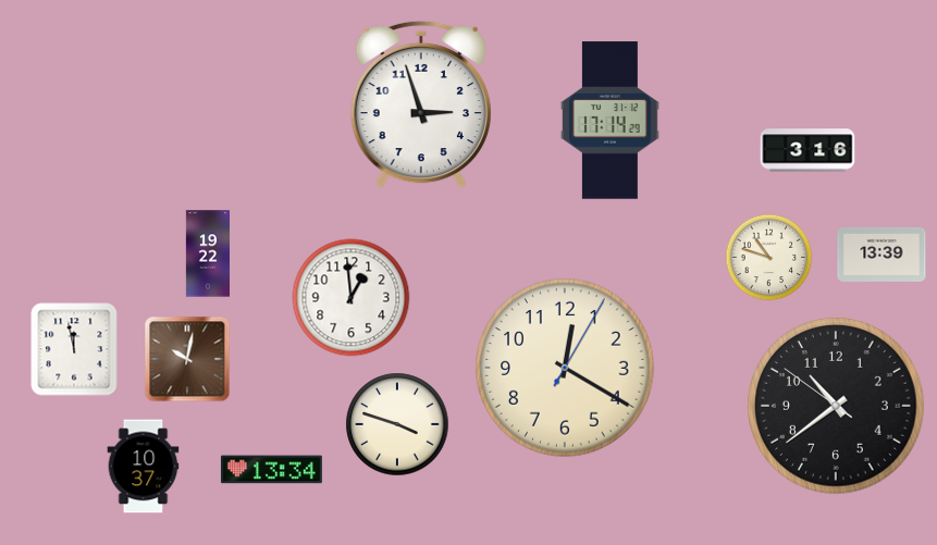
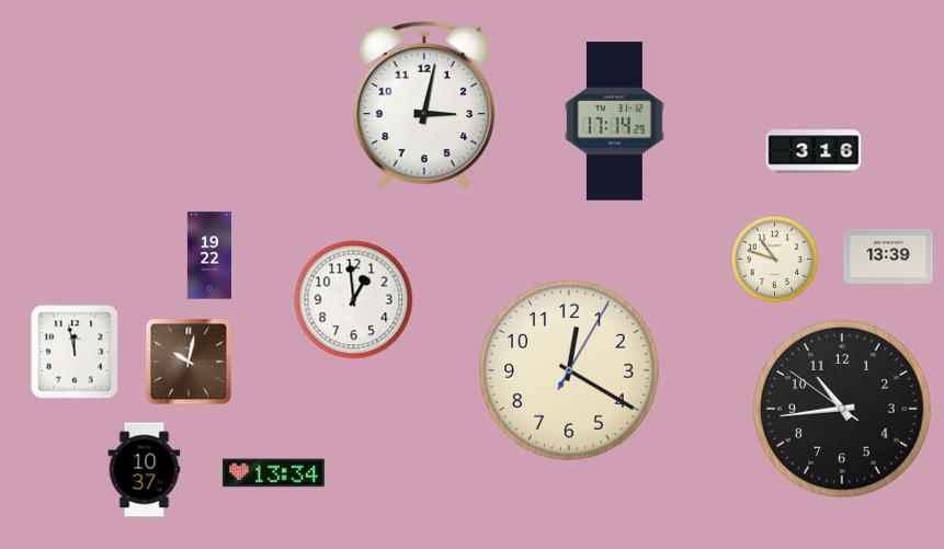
clock at (421, 104): 2:57 -> 3:02
clock at (836, 406): 10:38 -> 10:43
clock at (397, 424): 3:48 -> none
